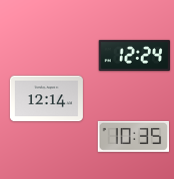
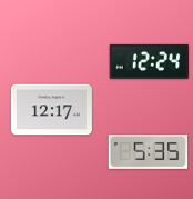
clock at (46, 99): 12:14 -> 12:17
clock at (134, 136): 10:35 -> 5:35
